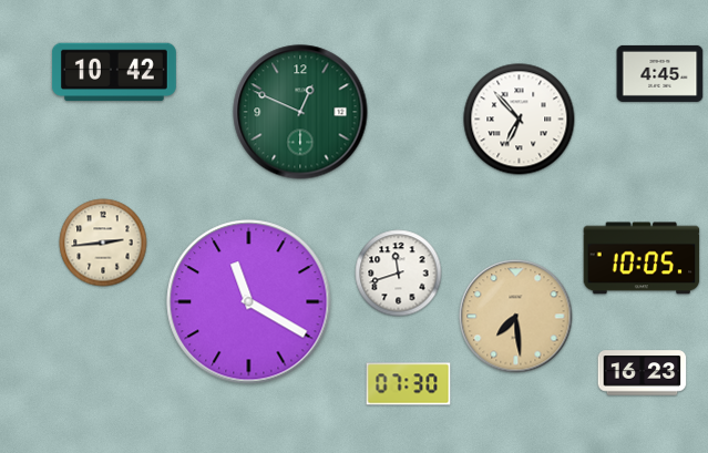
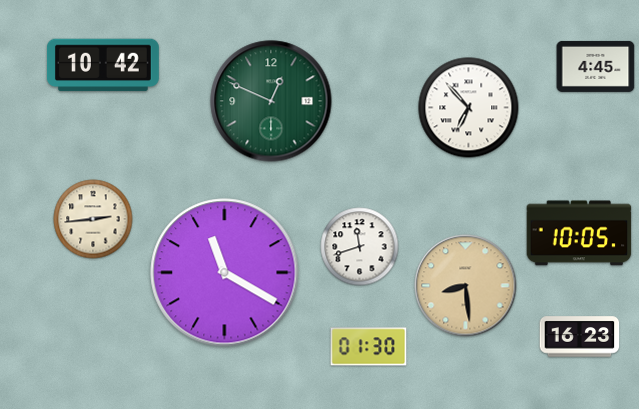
clock at (516, 317): 7:29 -> 8:29
clock at (409, 384): 07:30 -> 01:30
